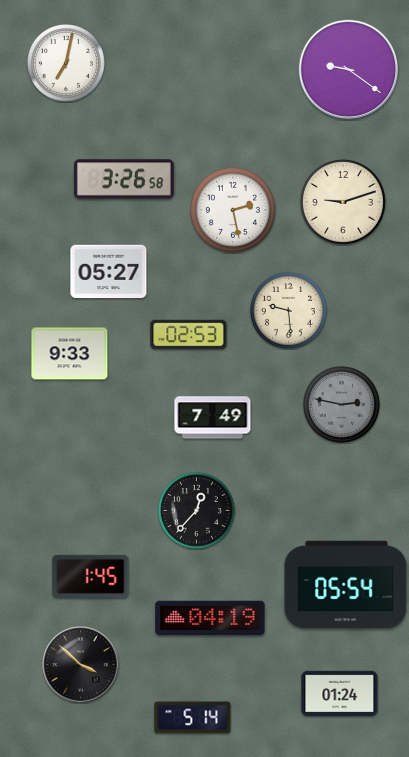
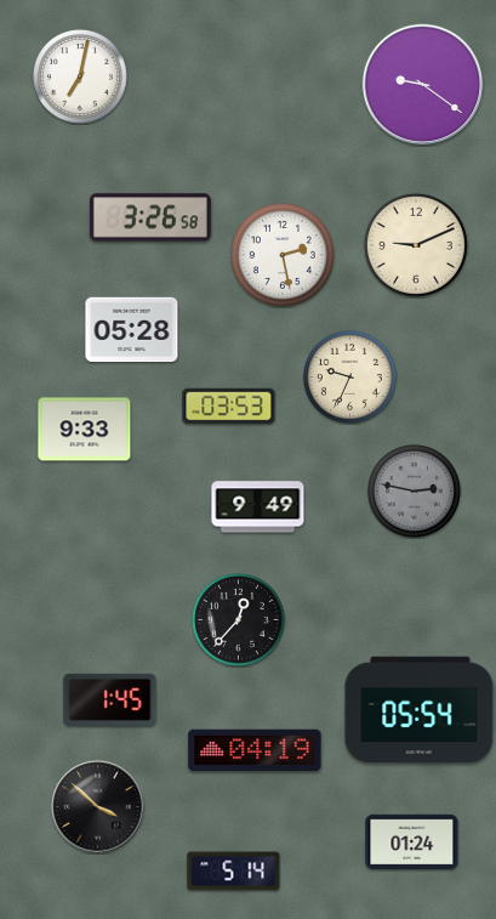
clock at (343, 202): 9:12 -> 9:11
clock at (109, 272): 05:27 -> 05:28
clock at (289, 311): 9:29 -> 9:34
clock at (189, 335): 02:53 -> 03:53
clock at (213, 418): 7:49 -> 9:49
